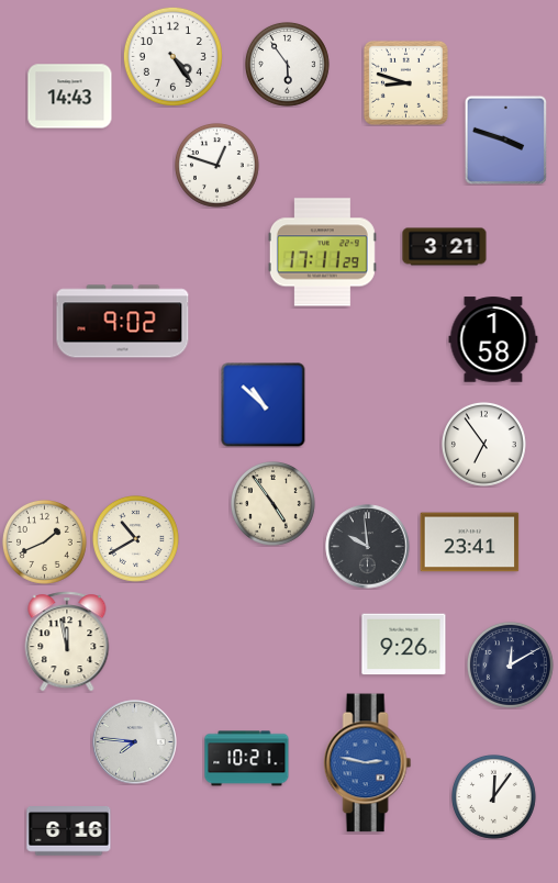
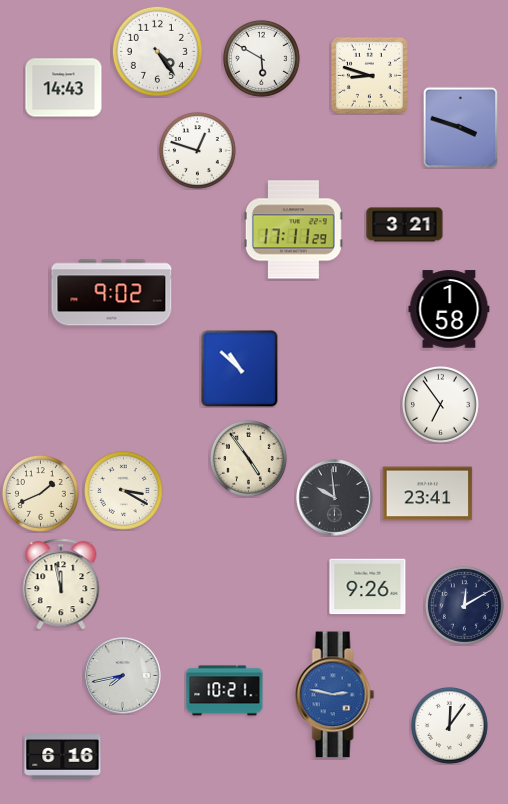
clock at (288, 65): 5:54 -> 5:50
clock at (135, 538): 10:40 -> 3:20
clock at (135, 742): 7:46 -> 7:43
